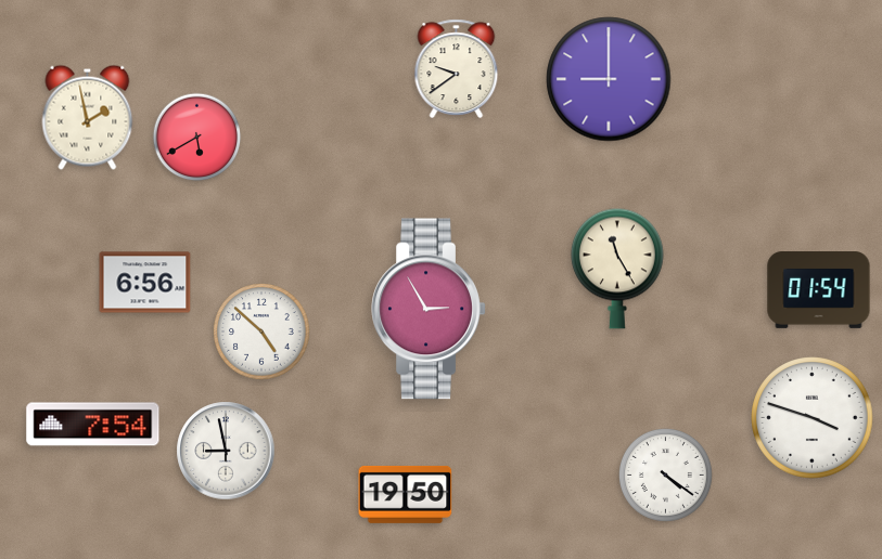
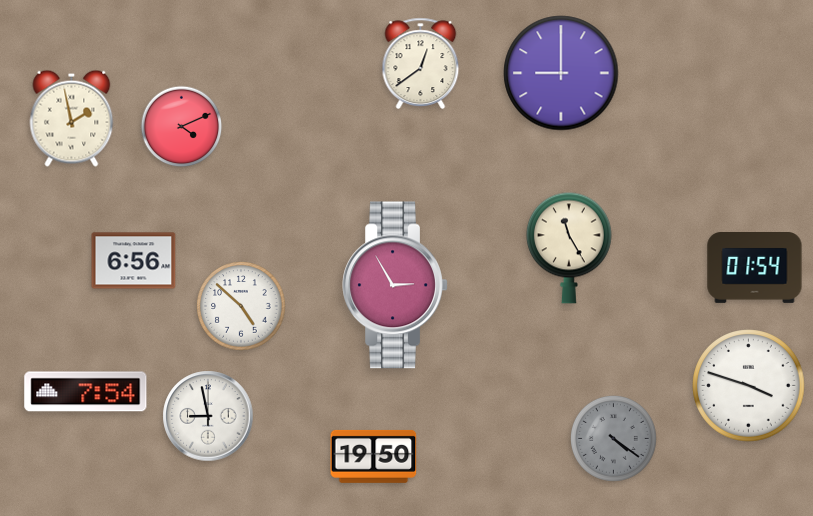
clock at (457, 68): 9:39 -> 12:39
clock at (88, 117) position: (88, 117) -> (72, 118)
clock at (197, 138): 5:40 -> 4:11
clock at (665, 474) dial: white -> grey
